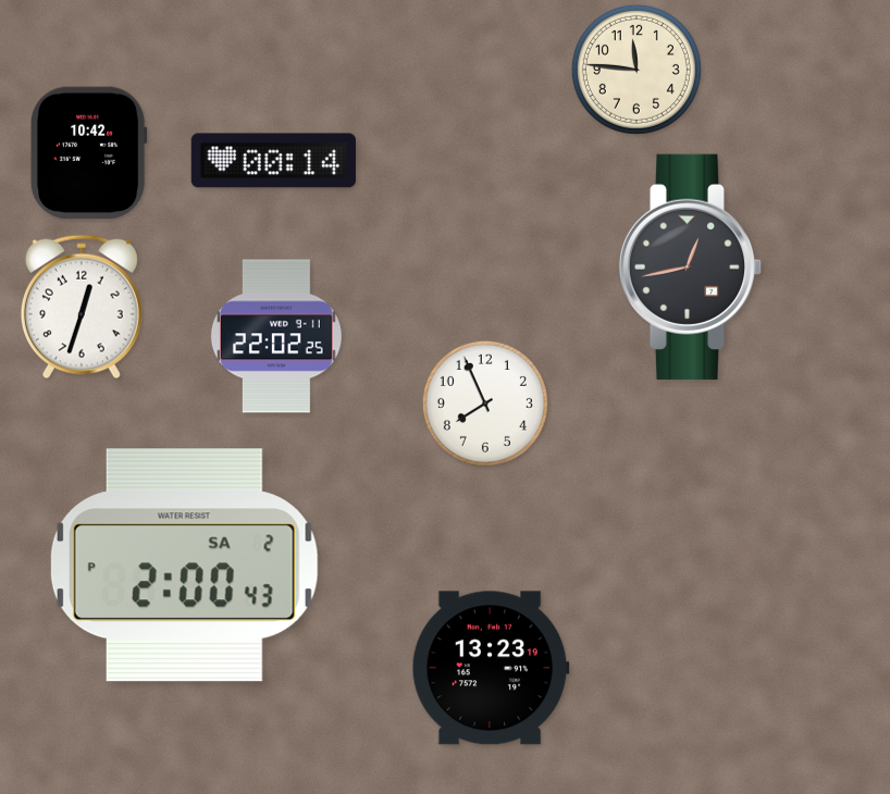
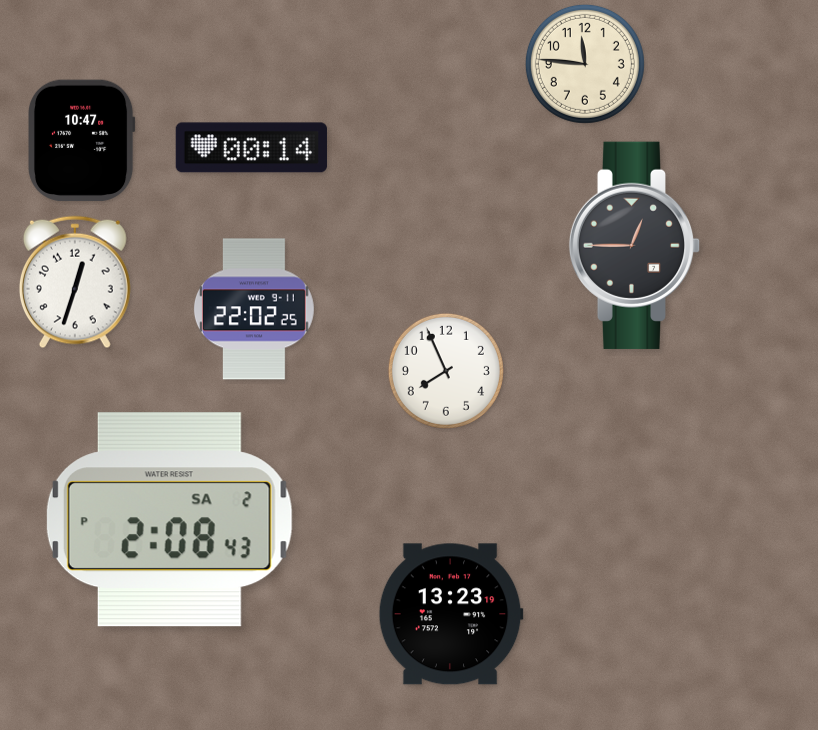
clock at (88, 153): 10:42 -> 10:47
clock at (691, 266): 12:43 -> 12:45
clock at (184, 566): 2:00 -> 2:08
